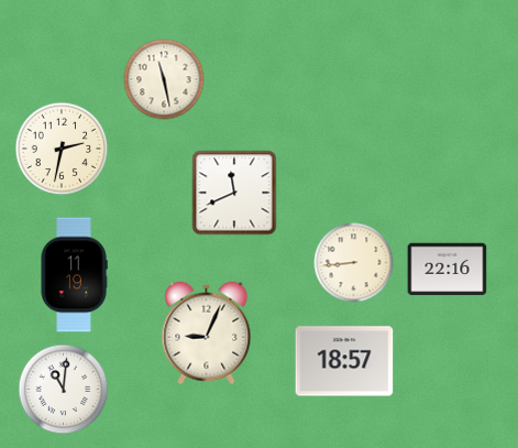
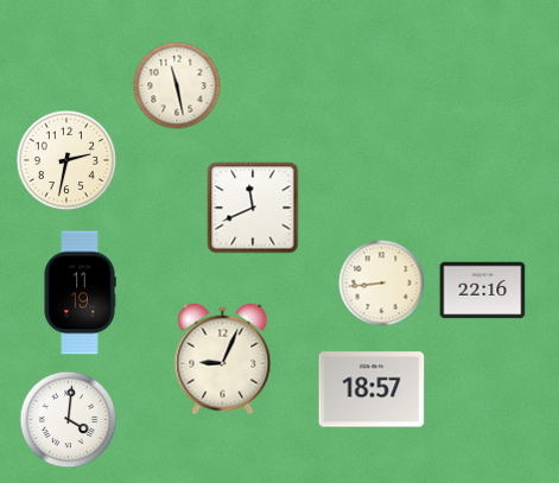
clock at (74, 275) position: (74, 275) -> (80, 293)
clock at (64, 390): 11:01 -> 4:01
